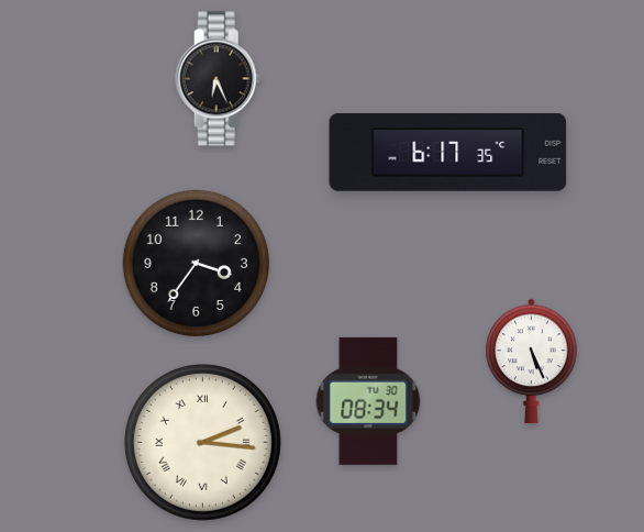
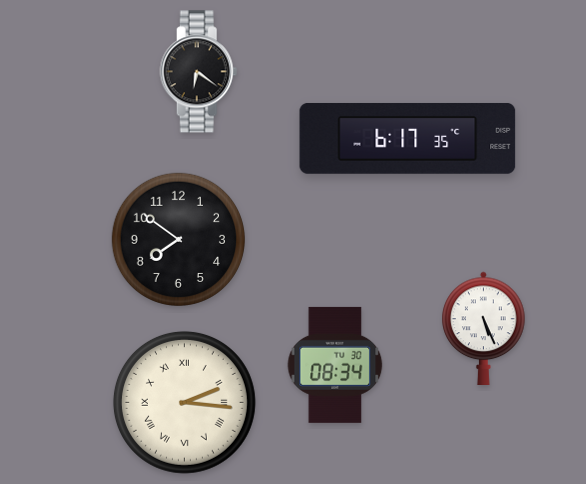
clock at (219, 79): 6:26 -> 6:21
clock at (196, 263): 3:36 -> 7:51
